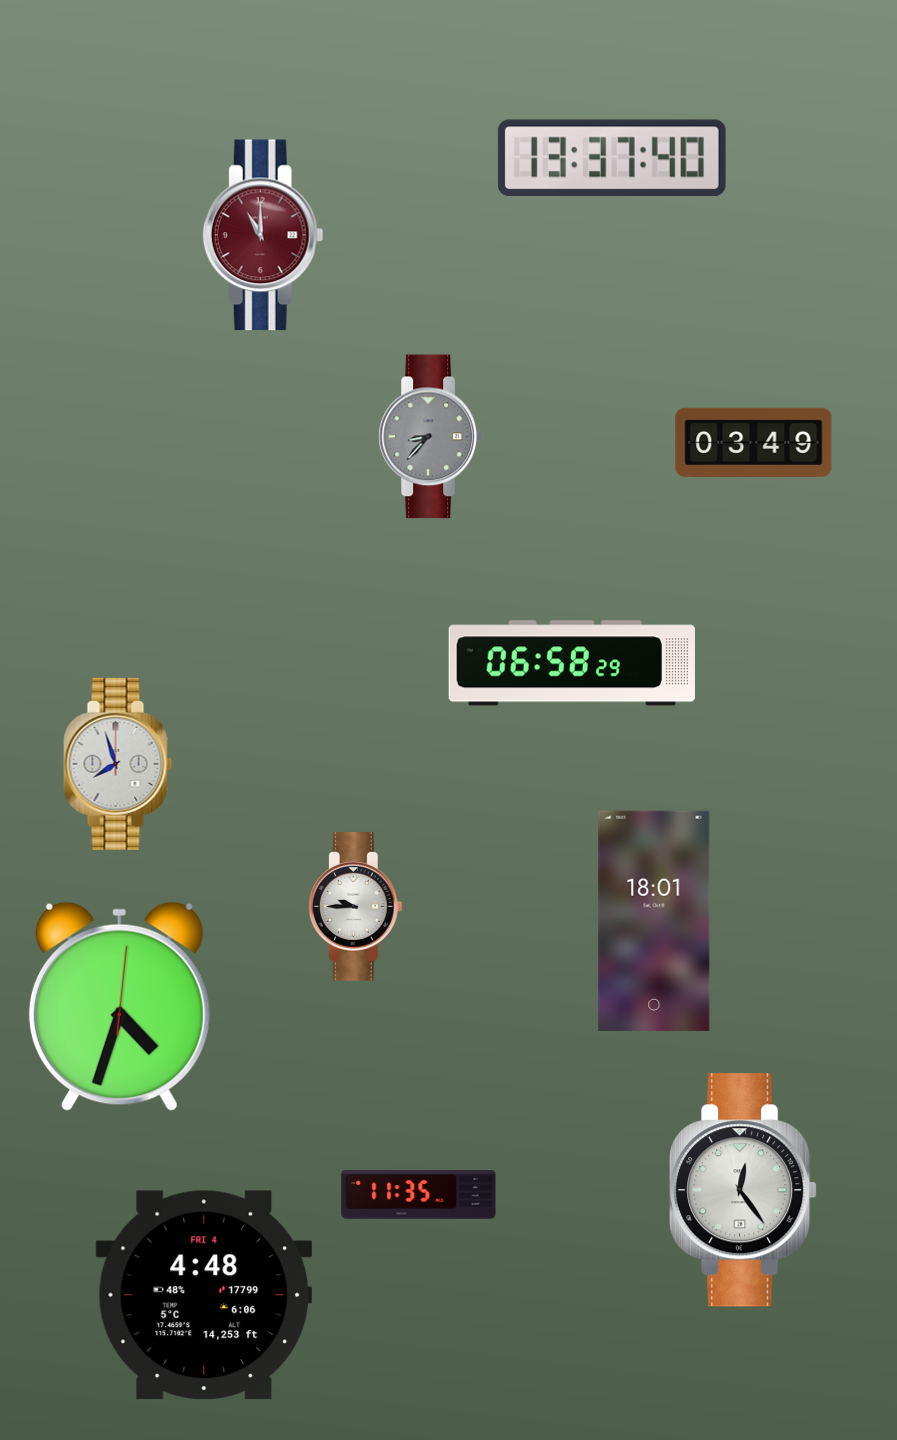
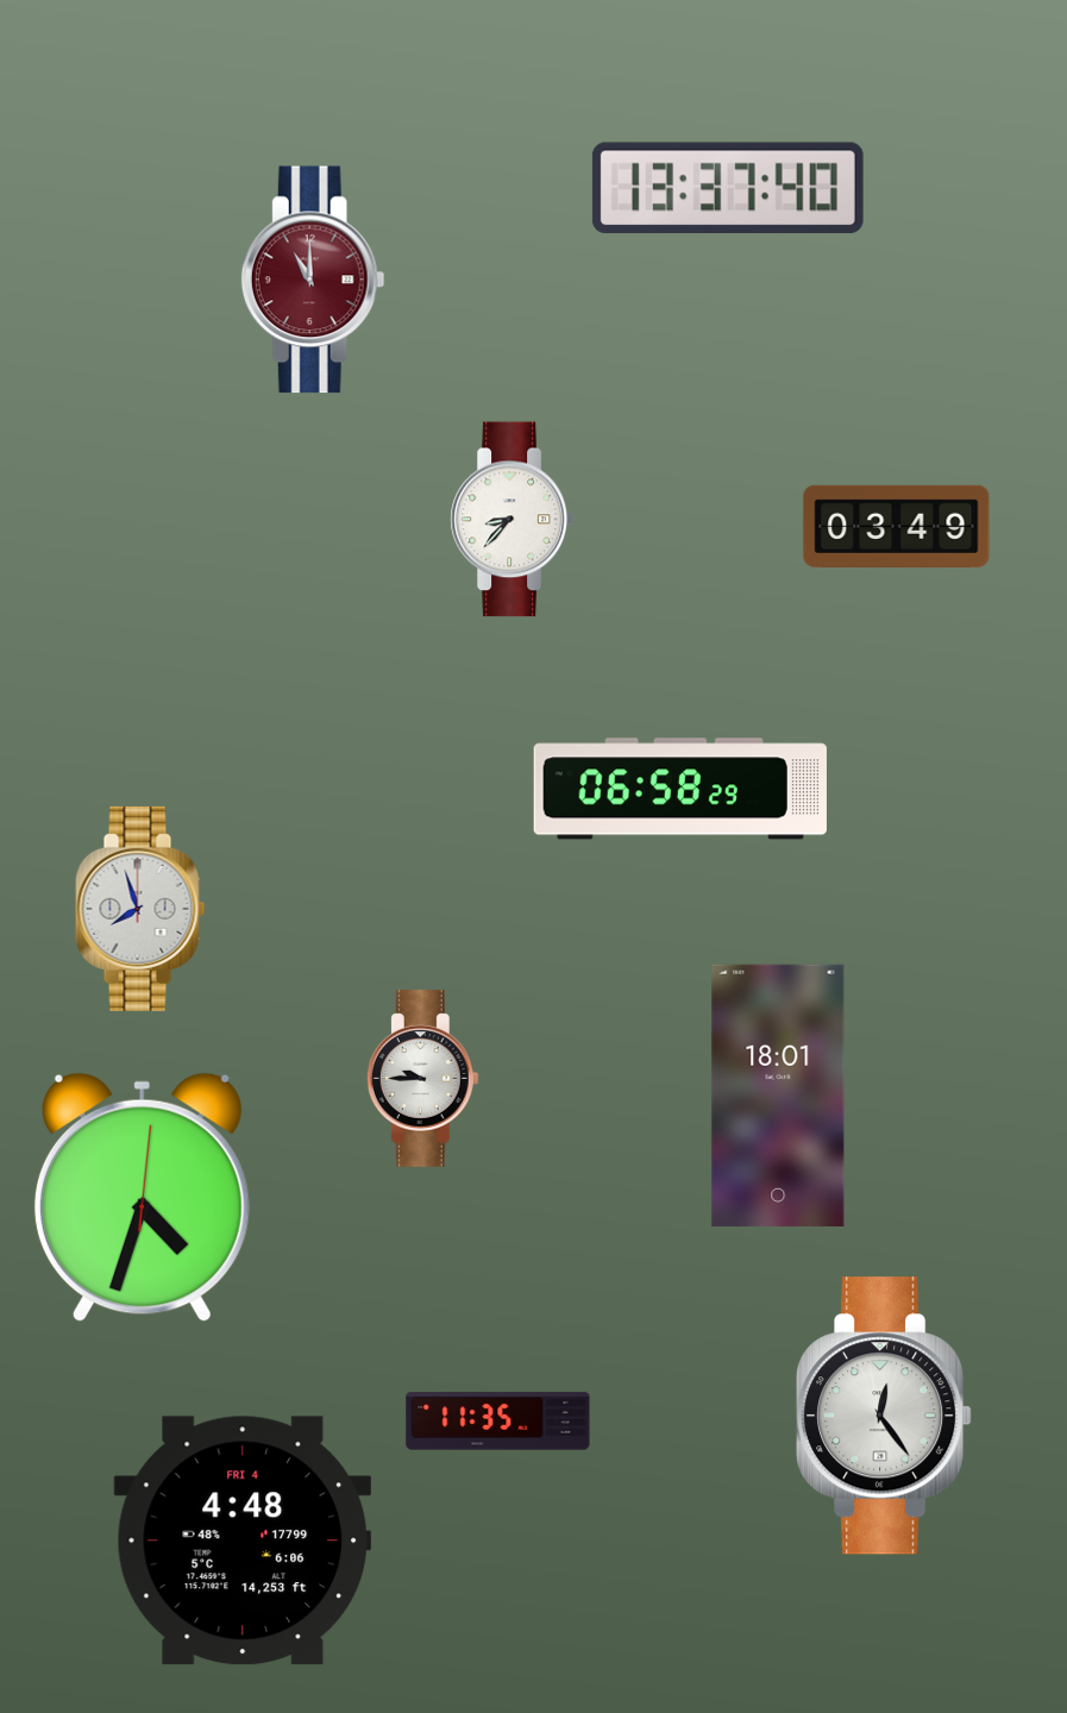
clock at (430, 437) dial: grey -> white
